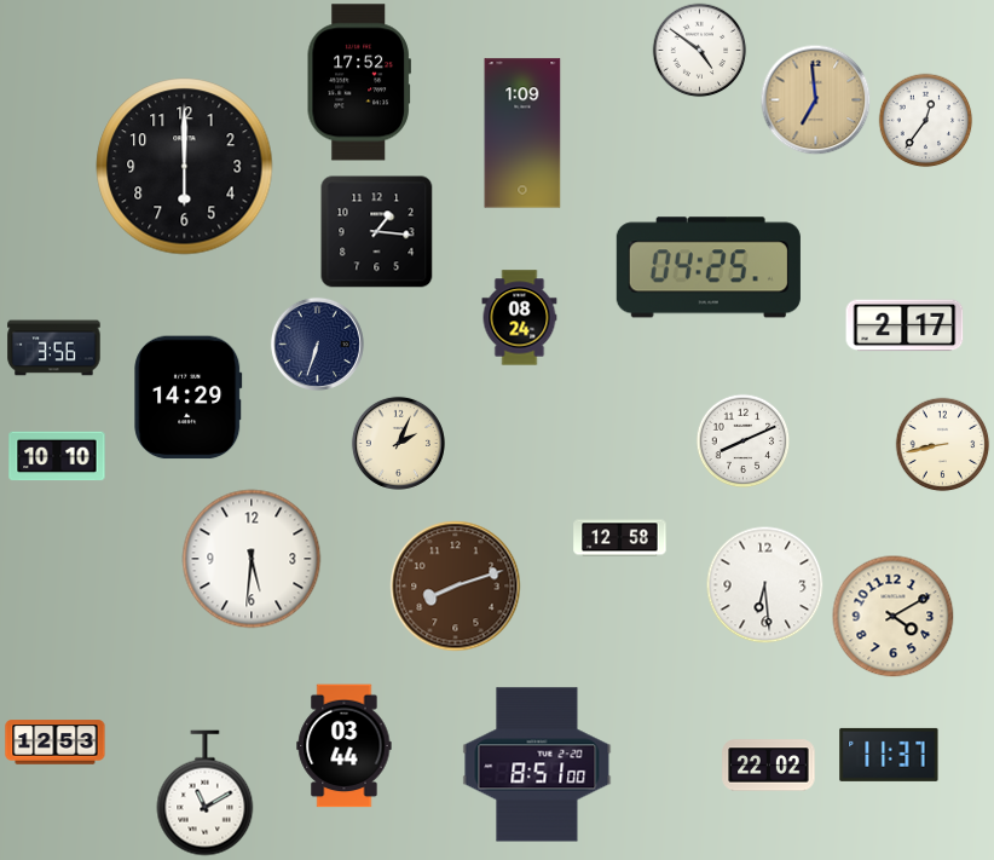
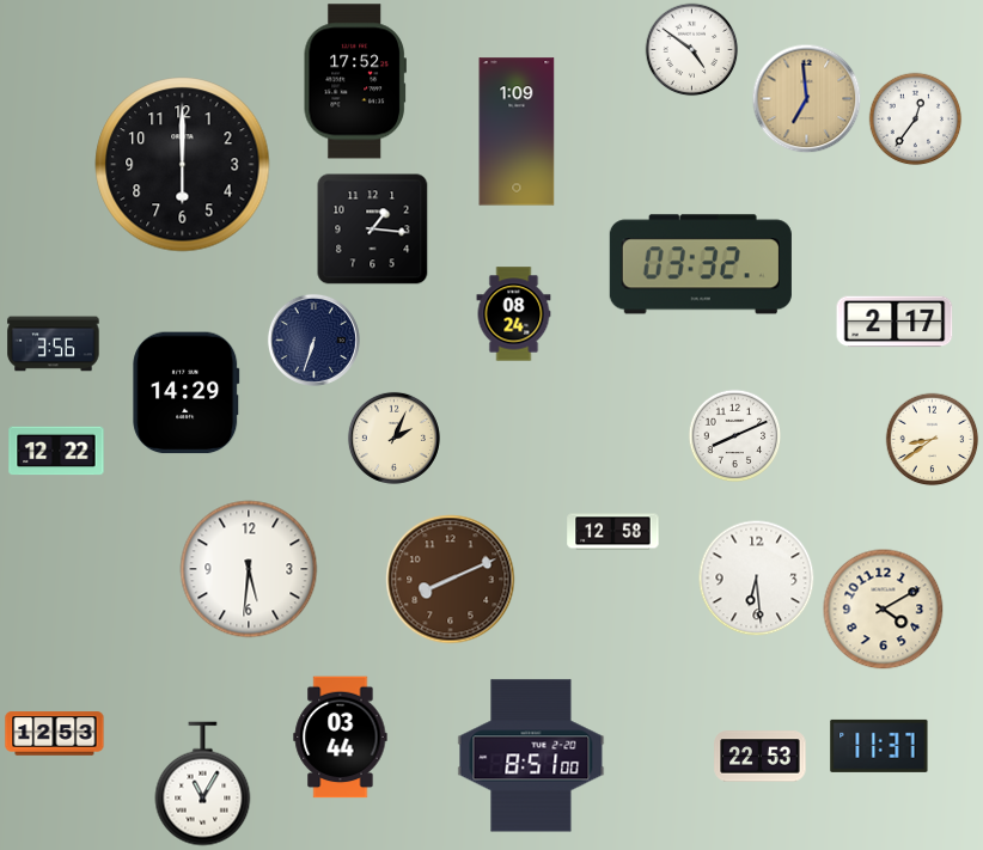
clock at (709, 267): 04:25 -> 03:32
clock at (942, 444): 8:43 -> 8:39
clock at (57, 456): 10:10 -> 12:22
clock at (252, 559) position: (252, 559) -> (249, 569)
clock at (456, 587): 8:12 -> 8:11
clock at (769, 766): 22:02 -> 22:53
clock at (206, 793): 11:10 -> 11:05
